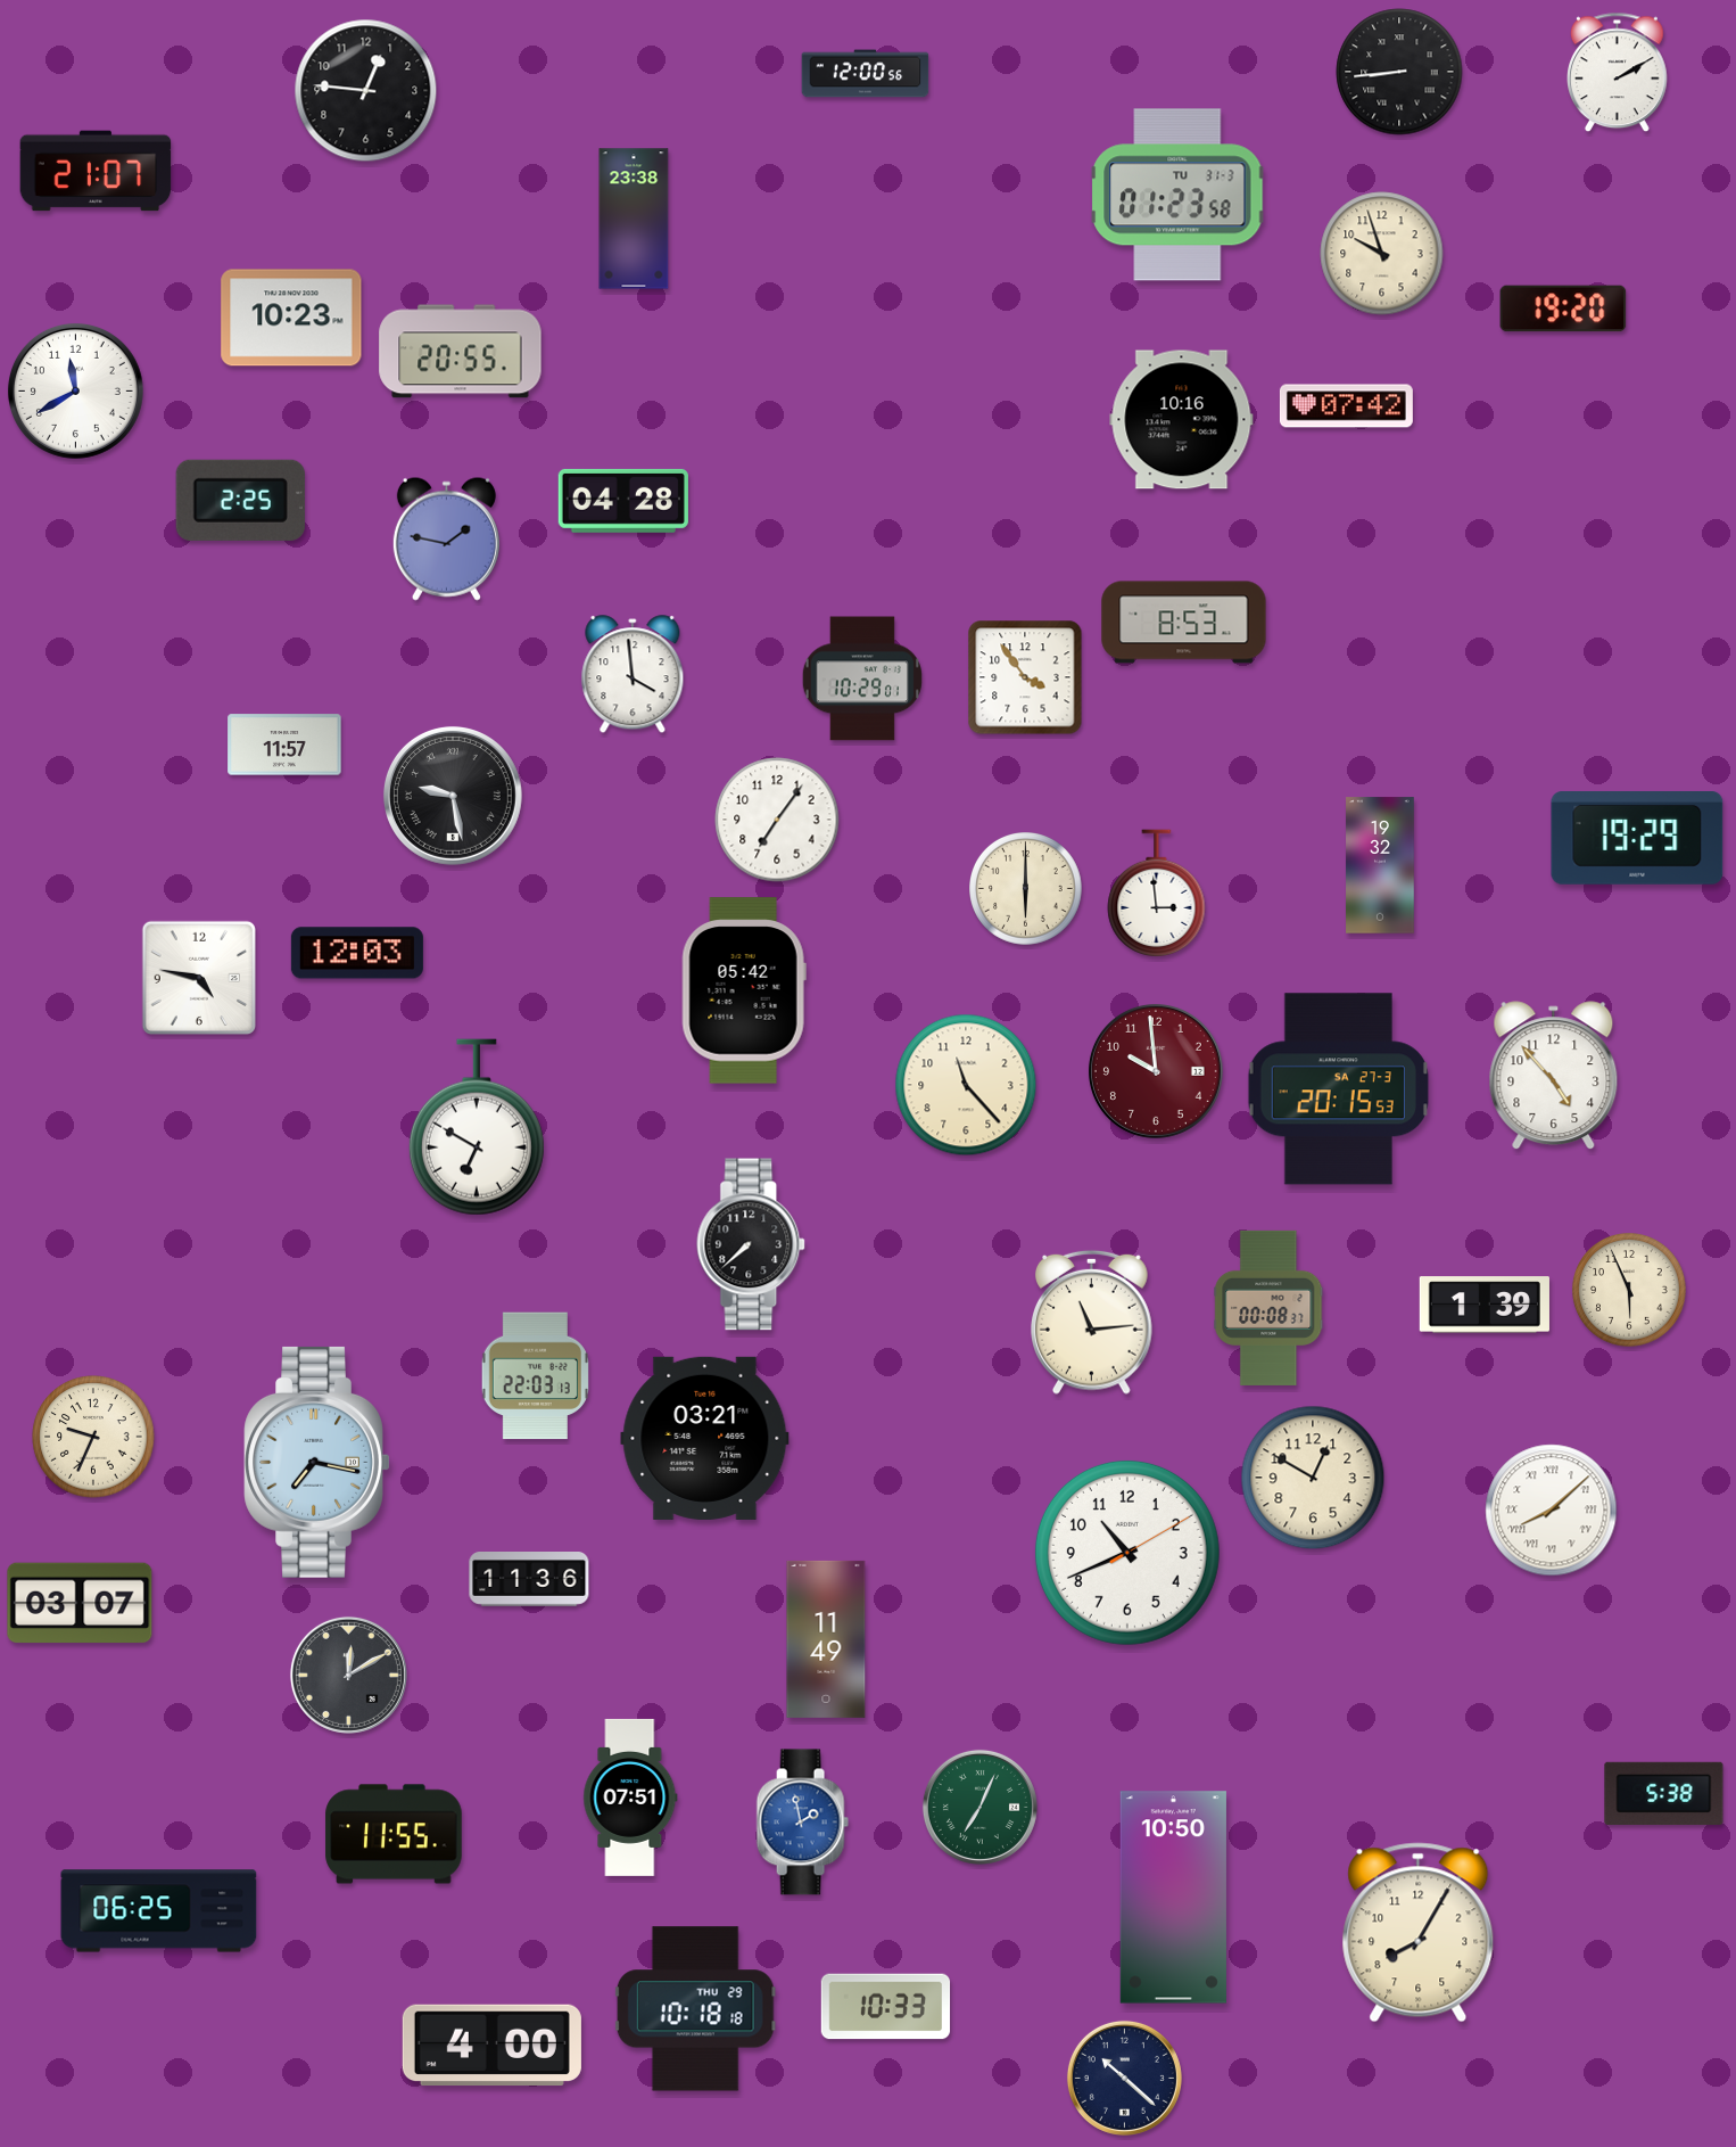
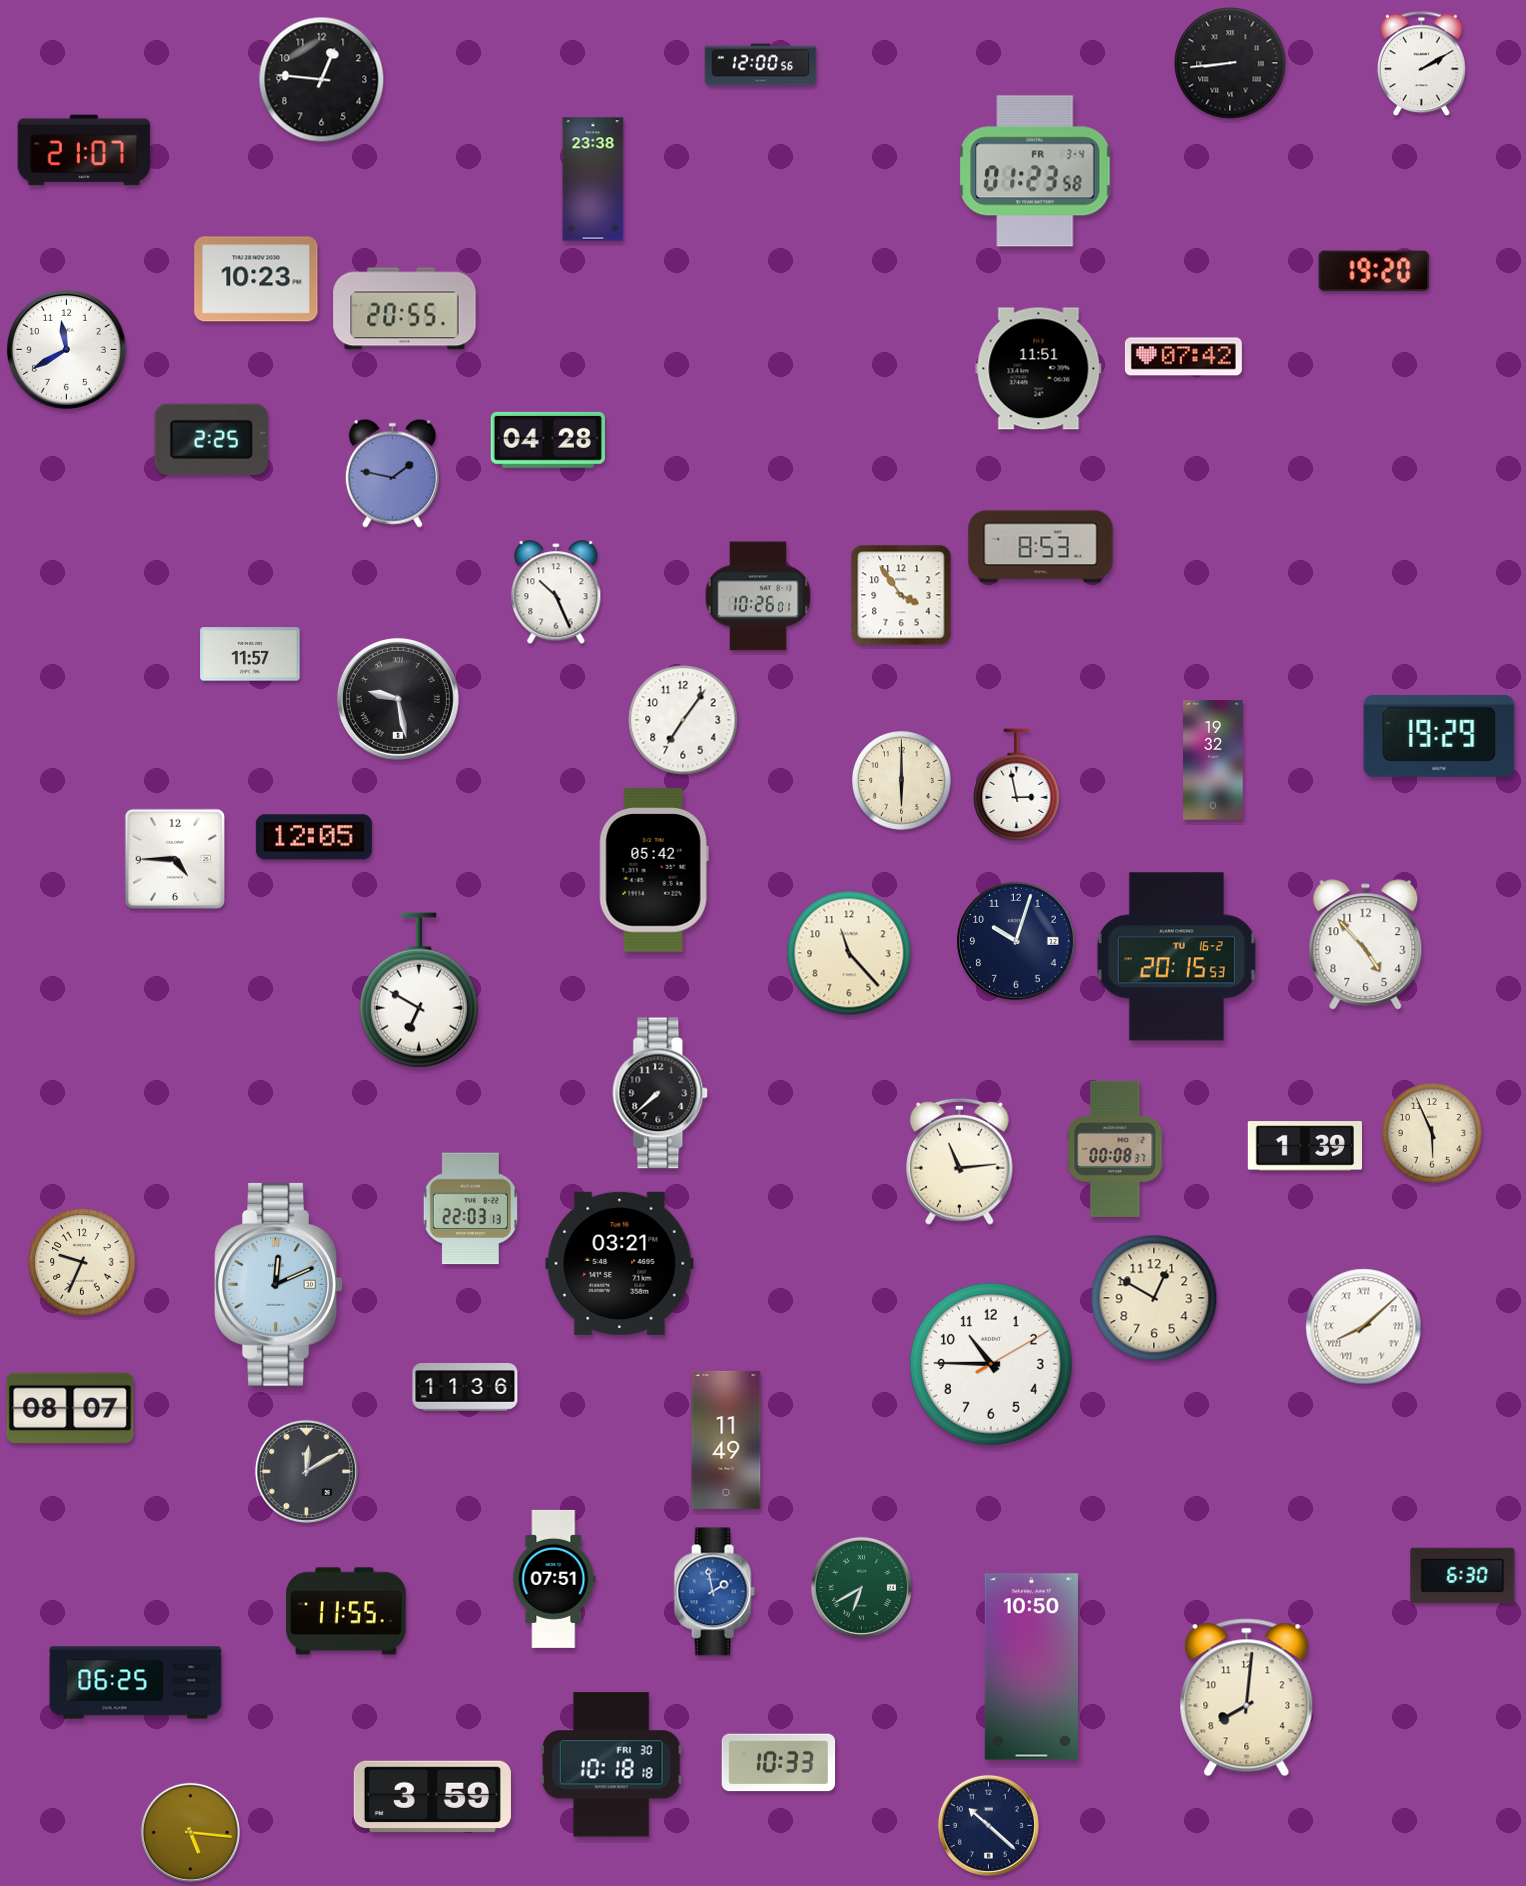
clock at (1177, 195) date: TU 31-3 -> FR 3-4
clock at (634, 219) position: (634, 219) -> (593, 179)
clock at (1382, 254): 9:57 -> none
clock at (75, 390) position: (75, 390) -> (66, 349)
clock at (1182, 420): 10:16 -> 11:51
clock at (633, 675): 3:59 -> 10:26
clock at (861, 678): 10:29 -> 10:26
clock at (1157, 894): 2:59 -> 2:58
clock at (357, 953): 12:03 -> 12:05
clock at (199, 978): 4:47 -> 4:45
clock at (1156, 1071): 9:59 -> 10:03
clock at (1156, 1071) dial: burgundy -> navy
clock at (1338, 1089) date: SA 27-3 -> TU 16-2
clock at (317, 1462): 7:17 -> 12:11
clock at (1127, 1553): 10:41 -> 10:45
clock at (80, 1603): 03:07 -> 08:07
clock at (1664, 1793): 5:38 -> 6:30
clock at (979, 1807): 7:04 -> 6:40
clock at (802, 1823) position: (802, 1823) -> (714, 1592)
clock at (159, 1911) position: (159, 1911) -> (136, 1683)
clock at (1419, 1933): 8:05 -> 8:01
clock at (695, 2009) date: THU 29 -> FRI 30
clock at (491, 2045): 4:00 -> 3:59
clock at (190, 1832): none -> 5:16
